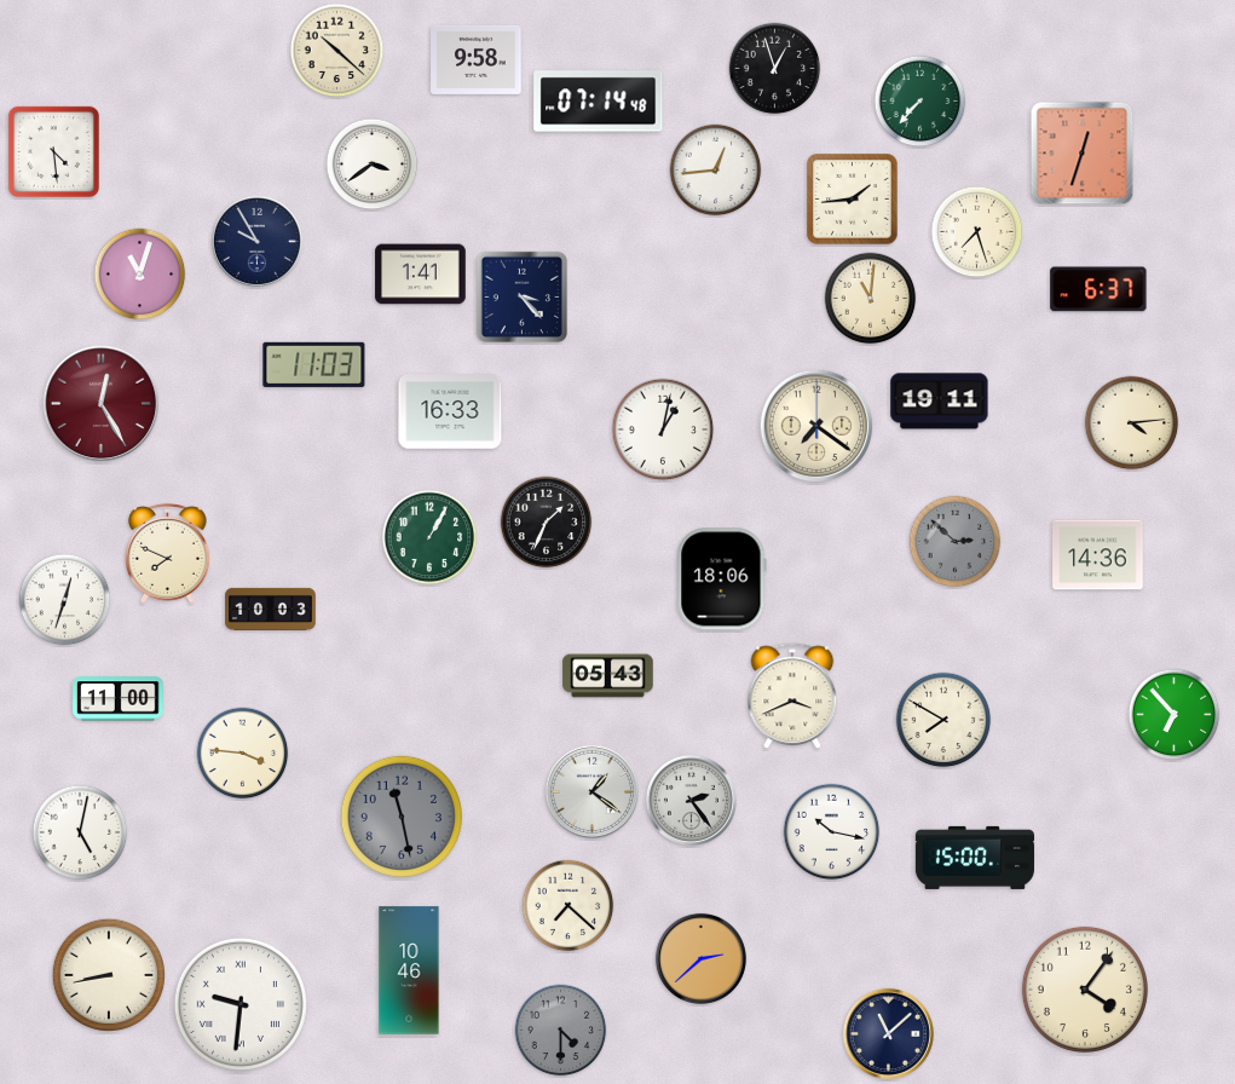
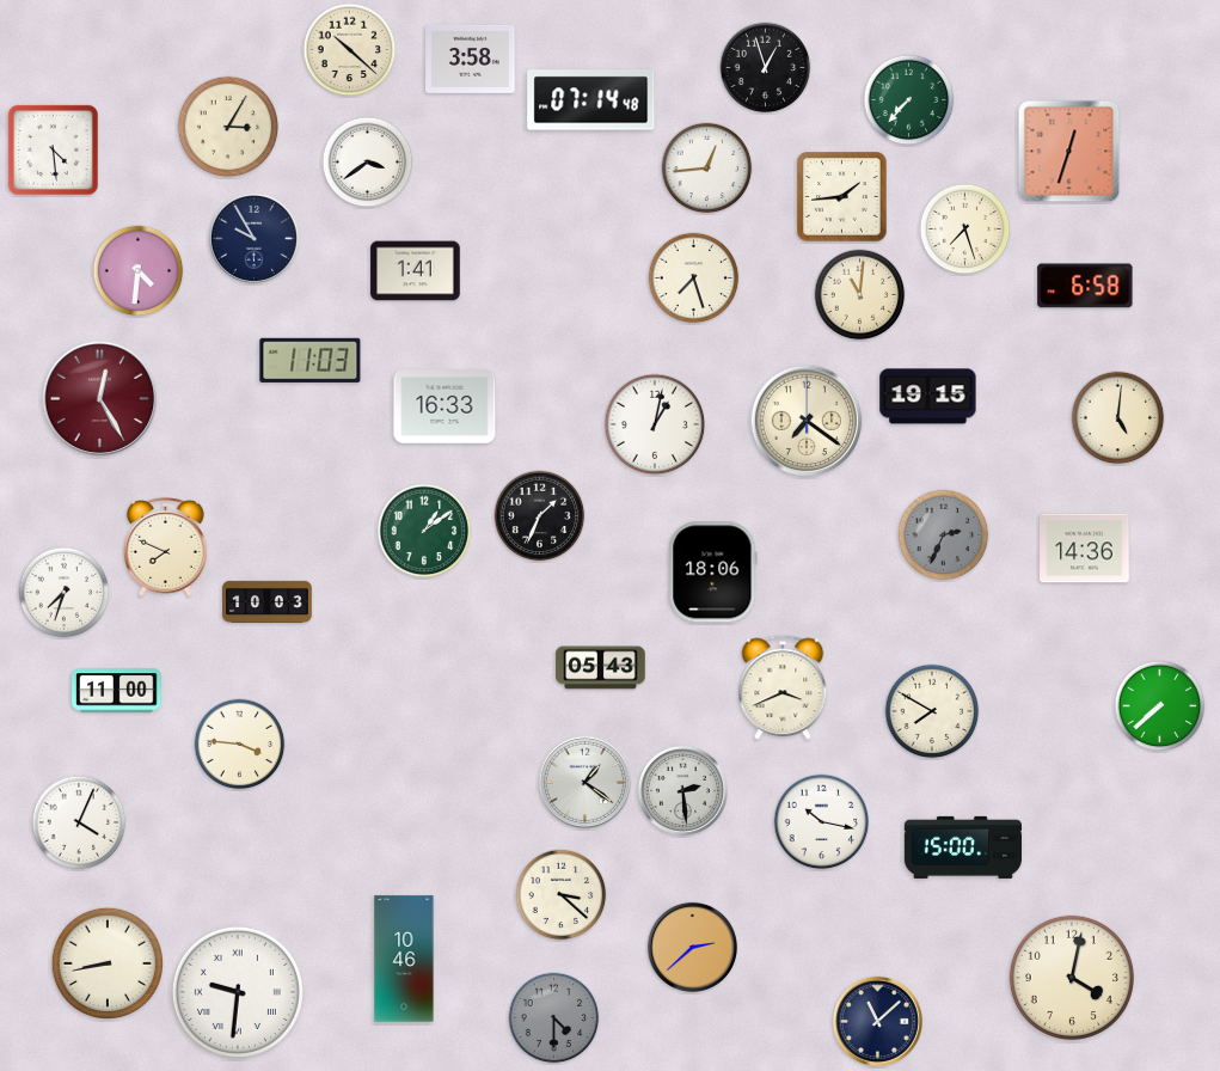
clock at (337, 51) position: (337, 51) -> (350, 50)
clock at (477, 59): 9:58 -> 3:58
clock at (228, 127): none -> 3:05
clock at (140, 275): 11:03 -> 4:31
clock at (694, 279): none -> 7:27
clock at (1098, 289): 6:37 -> 6:58
clock at (521, 296): 3:23 -> none
clock at (940, 402): 19:11 -> 19:15
clock at (1132, 423): 4:14 -> 5:01
clock at (429, 537): 1:05 -> 1:09
clock at (956, 542): 2:52 -> 2:34
clock at (65, 600): 12:33 -> 7:33
clock at (1175, 715): 6:53 -> 7:38
clock at (691, 800): 2:24 -> 2:29
clock at (402, 817): 11:28 -> none
clock at (80, 832): 5:02 -> 4:04
clock at (569, 906): 7:22 -> 3:22
clock at (1085, 990): 4:06 -> 4:02
